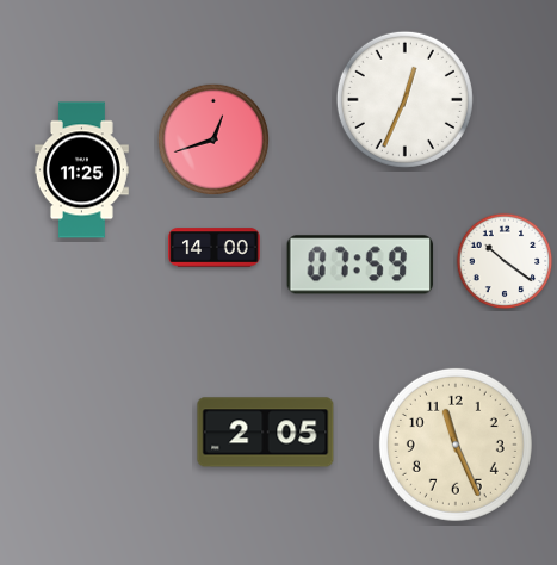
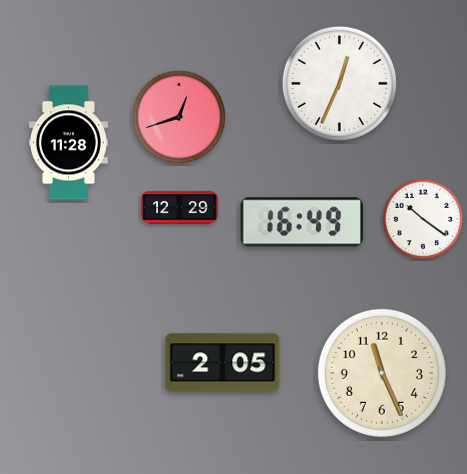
clock at (81, 170): 11:25 -> 11:28
clock at (215, 248): 14:00 -> 12:29
clock at (360, 265): 07:59 -> 16:49
